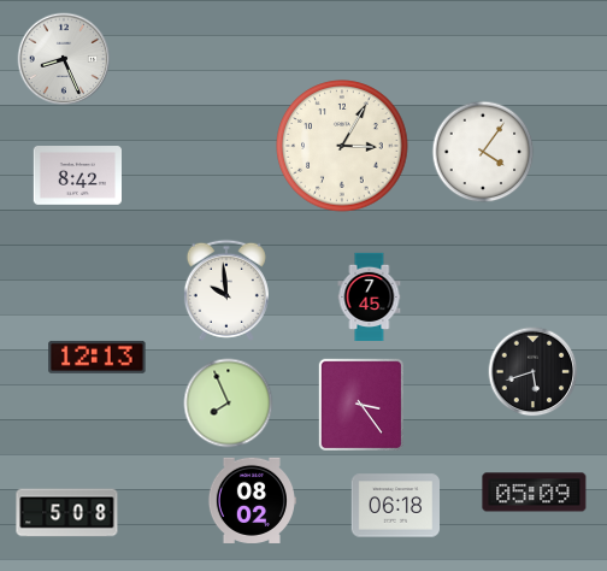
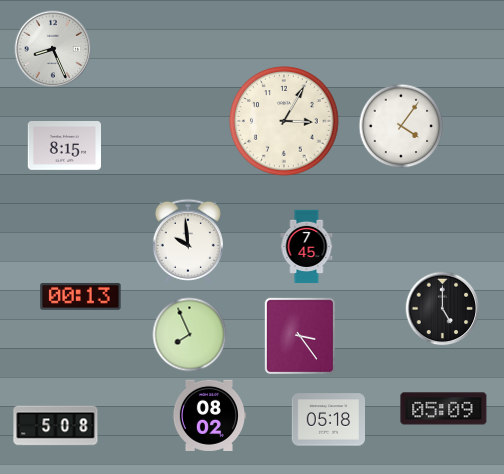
clock at (77, 176): 8:42 -> 8:15
clock at (98, 357): 12:13 -> 00:13
clock at (534, 372): 5:42 -> 5:00
clock at (395, 506): 06:18 -> 05:18
